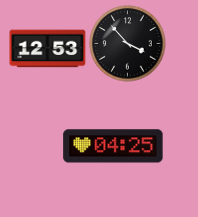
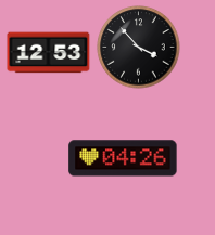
clock at (48, 49) position: (48, 49) -> (49, 53)
clock at (113, 146): 04:25 -> 04:26
